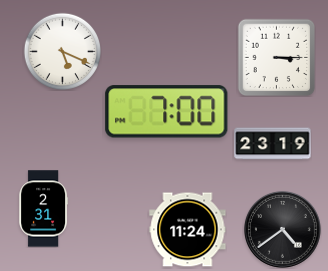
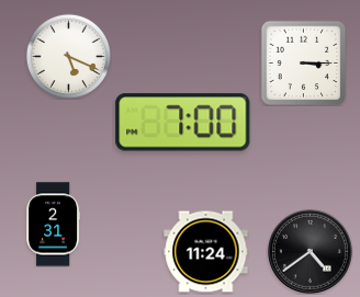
clock at (273, 144): 23:19 -> none
clock at (44, 209) position: (44, 209) -> (54, 225)
